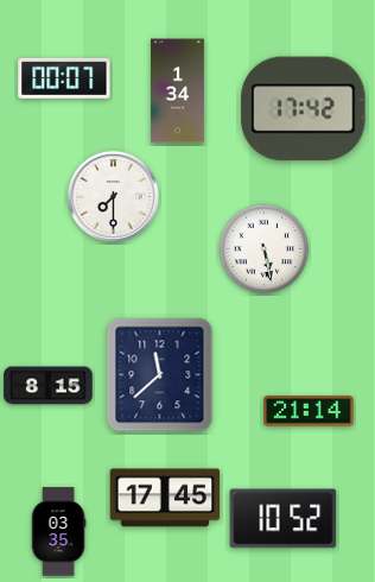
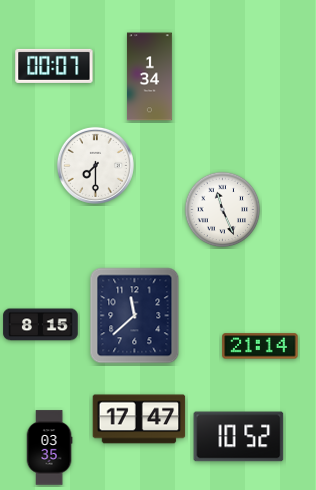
clock at (304, 109): 17:42 -> none
clock at (265, 249): 5:28 -> 11:26
clock at (165, 498): 17:45 -> 17:47
